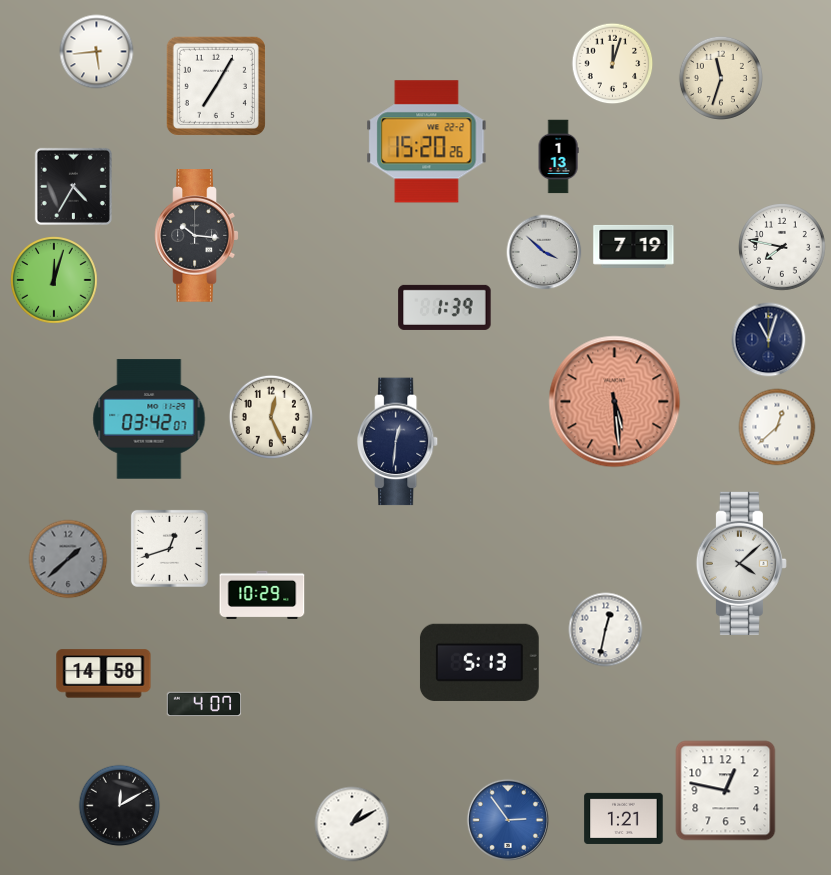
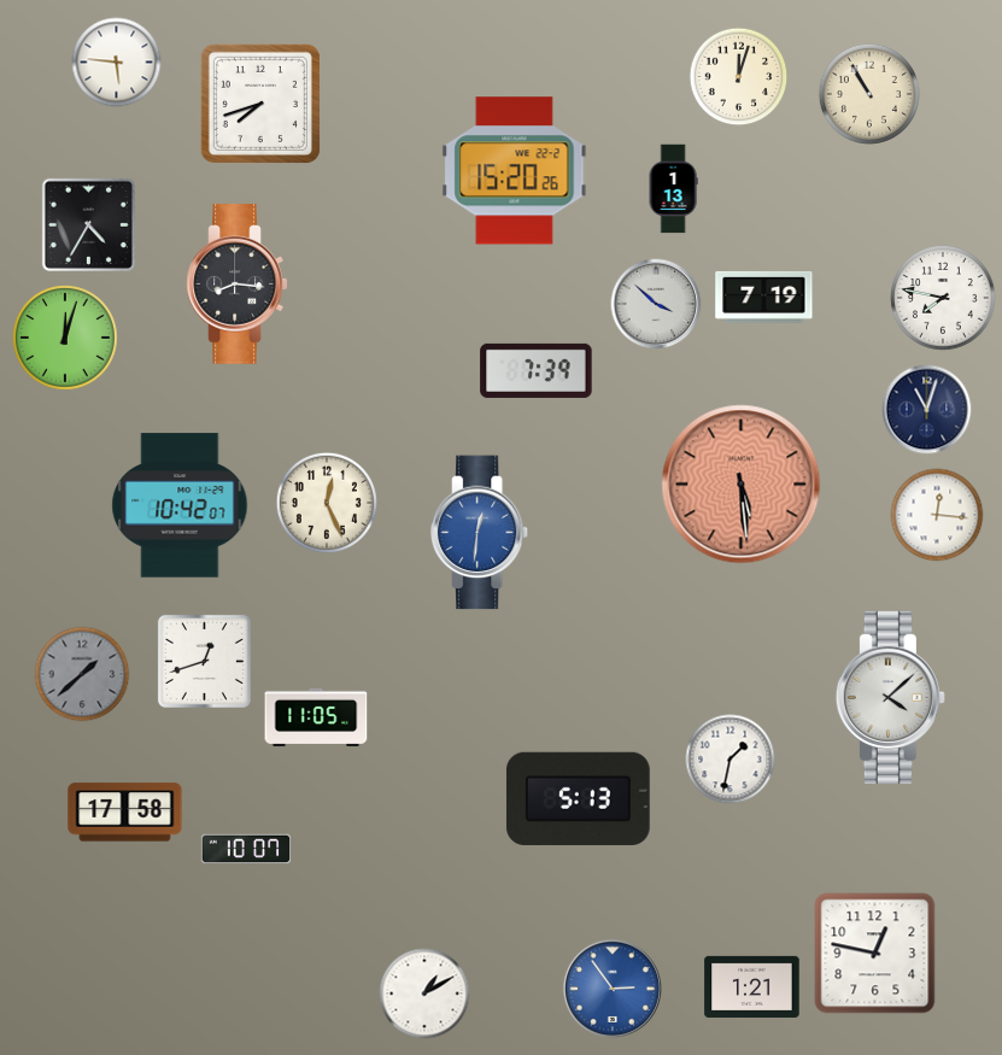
clock at (97, 52): 5:44 -> 5:46
clock at (721, 78): 11:33 -> 10:55
clock at (216, 86): 7:05 -> 7:42
clock at (197, 236): 10:16 -> 8:16
clock at (445, 307): 1:39 -> 7:39
clock at (149, 419): 03:42 -> 10:42
clock at (777, 427): 12:38 -> 12:16
clock at (399, 442) dial: navy -> blue
clock at (741, 563) position: (741, 563) -> (890, 697)
clock at (262, 595): 10:29 -> 11:05
clock at (606, 630): 12:32 -> 1:32
clock at (104, 674): 14:58 -> 17:58
clock at (204, 704): 4:07 -> 10:07
clock at (120, 806): 12:10 -> none
